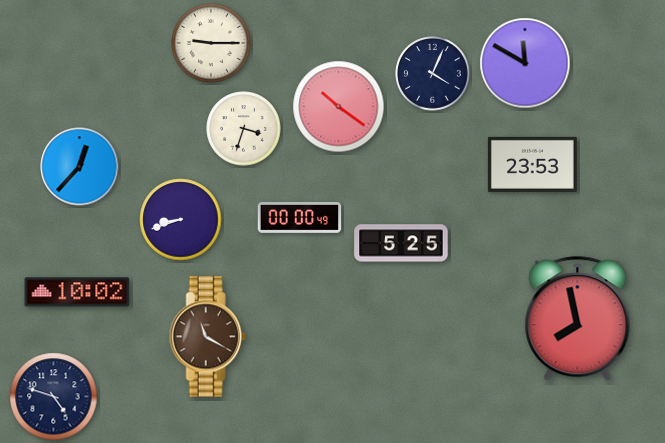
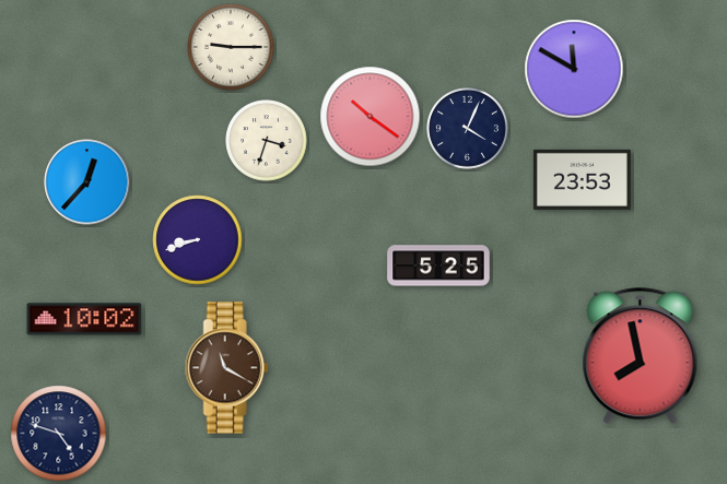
clock at (433, 74) position: (433, 74) -> (468, 129)
clock at (300, 217): 00:00 -> none
clock at (578, 319) position: (578, 319) -> (641, 356)
